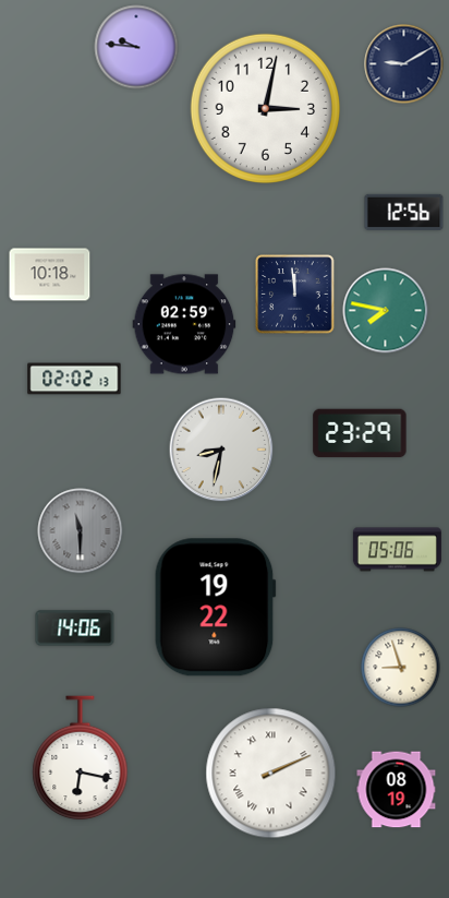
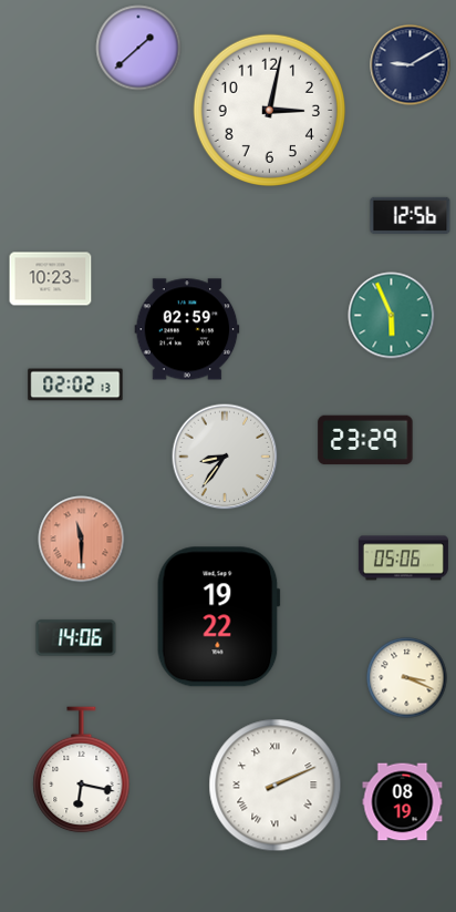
clock at (136, 47): 9:46 -> 1:38
clock at (50, 275): 10:18 -> 10:23
clock at (295, 295): 11:59 -> none
clock at (386, 311): 7:47 -> 5:56
clock at (221, 450): 8:32 -> 8:36
clock at (81, 531) dial: grey -> salmon
clock at (401, 668): 8:57 -> 3:19
